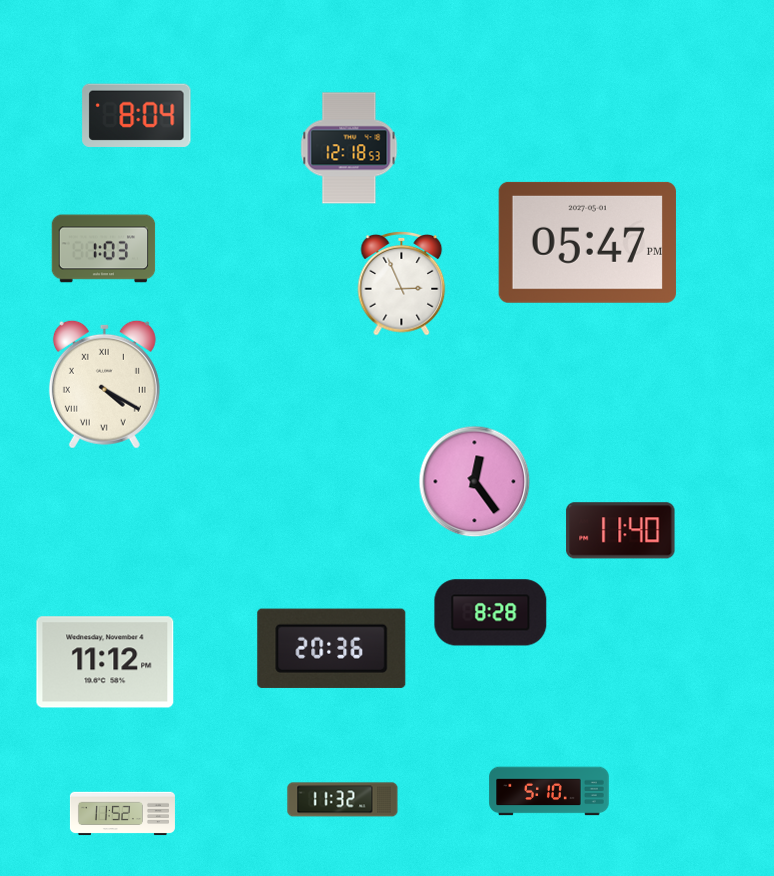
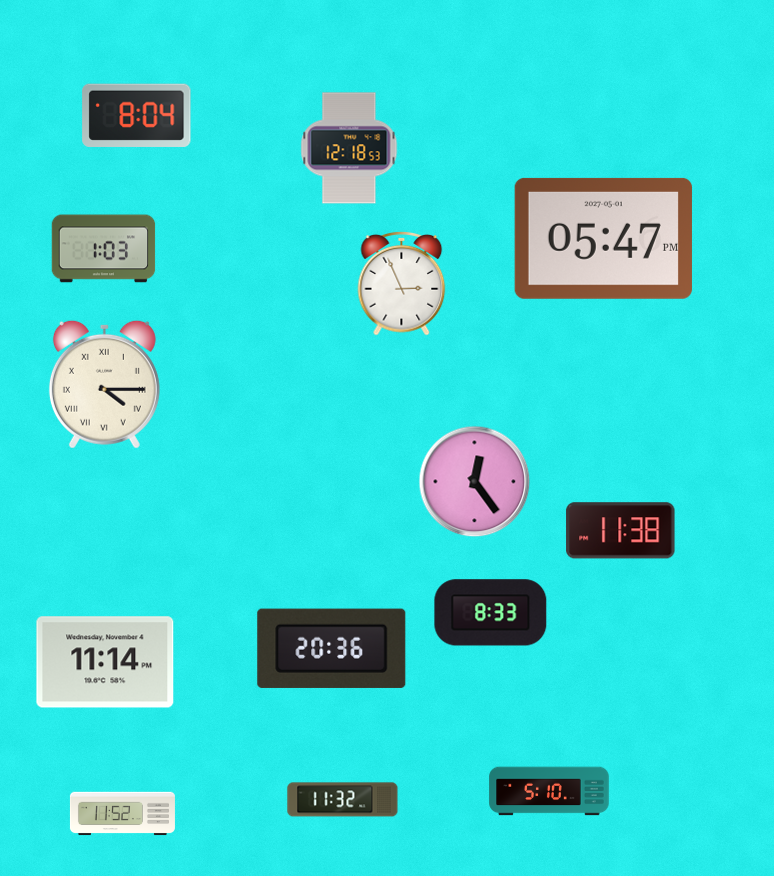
clock at (587, 242) position: (587, 242) -> (603, 238)
clock at (104, 384): 4:20 -> 4:15
clock at (621, 531): 11:40 -> 11:38
clock at (491, 613): 8:28 -> 8:33
clock at (105, 662): 11:12 -> 11:14
